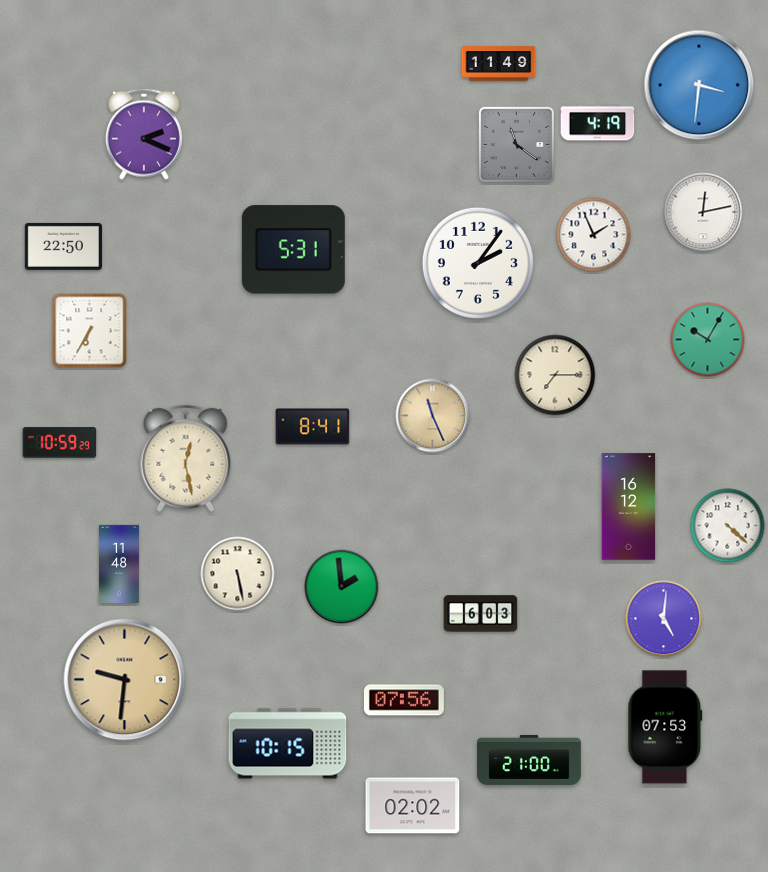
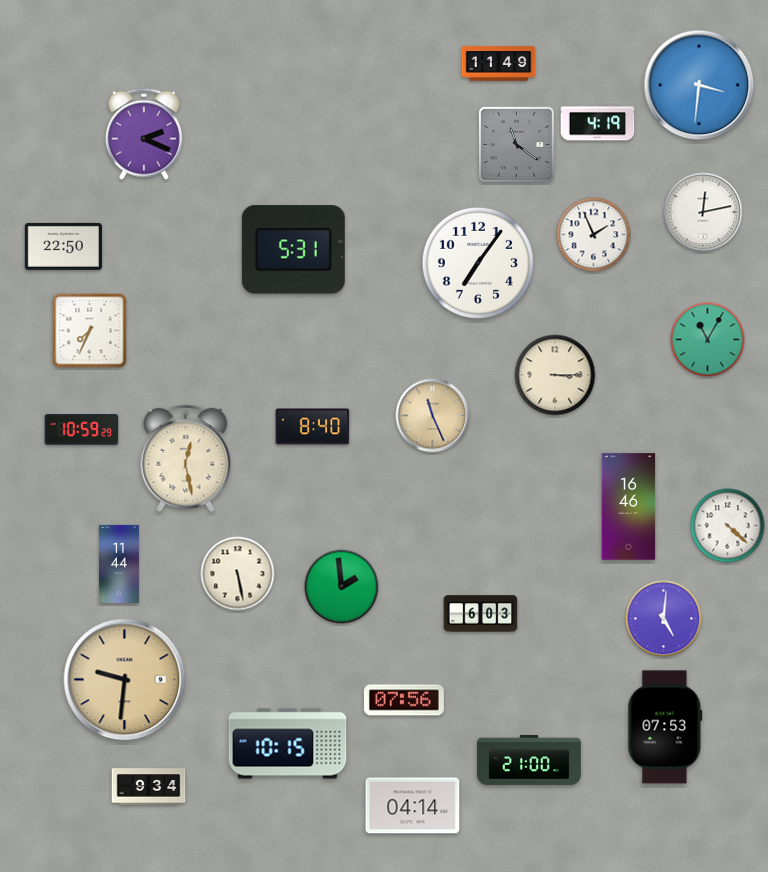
clock at (478, 263): 2:06 -> 7:06
clock at (90, 331): 6:35 -> 7:34
clock at (708, 340): 10:05 -> 11:05
clock at (555, 375): 7:15 -> 3:15
clock at (313, 427): 8:41 -> 8:40
clock at (60, 443) position: (60, 443) -> (82, 430)
clock at (629, 507): 16:12 -> 16:46
clock at (119, 564): 11:48 -> 11:44
clock at (149, 787): none -> 9:34
clock at (413, 806): 02:02 -> 04:14
